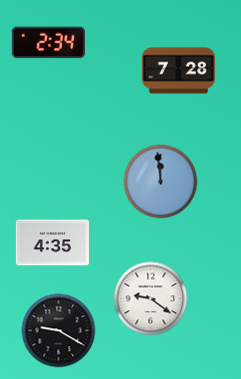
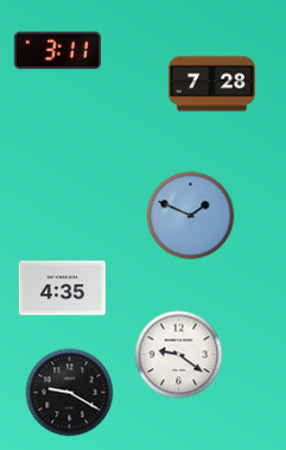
clock at (48, 43): 2:34 -> 3:11
clock at (161, 182): 11:59 -> 1:49
